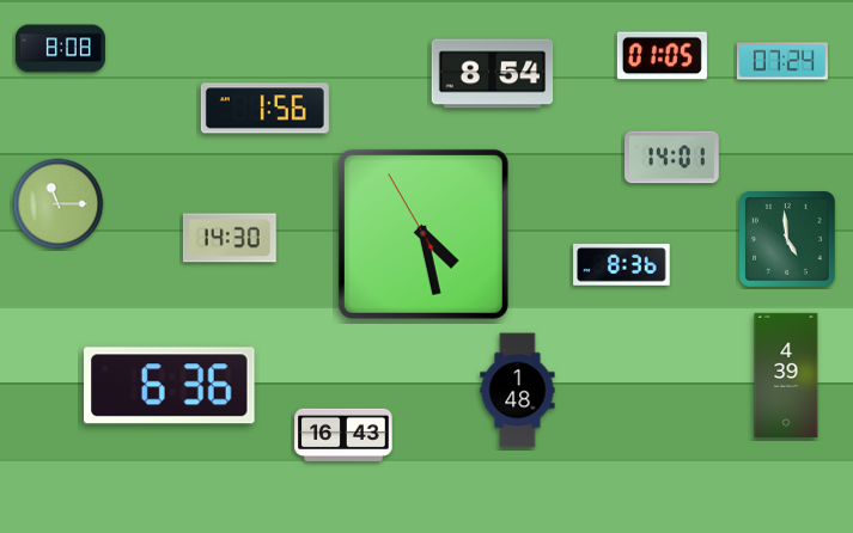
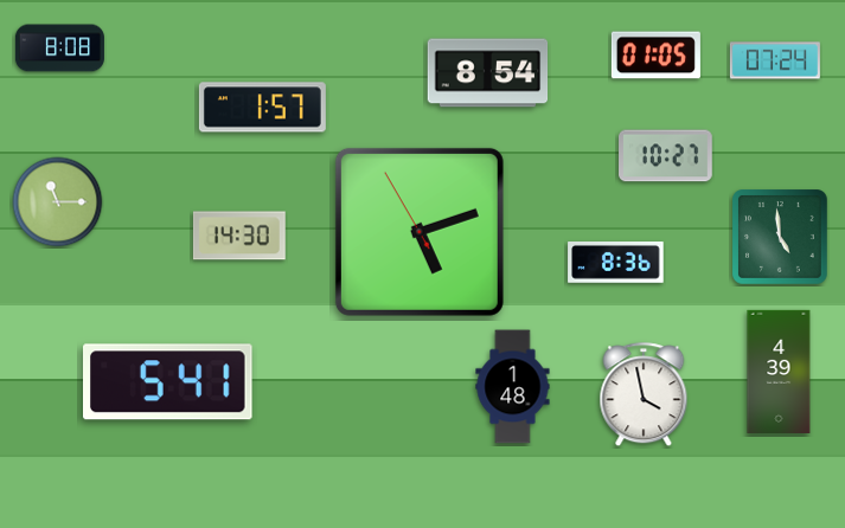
clock at (264, 109): 1:56 -> 1:57
clock at (672, 158): 14:01 -> 10:27
clock at (424, 234): 4:27 -> 5:11
clock at (230, 238) position: (230, 238) -> (239, 236)
clock at (170, 386): 6:36 -> 5:41
clock at (644, 395): none -> 3:58
clock at (343, 434): 16:43 -> none
